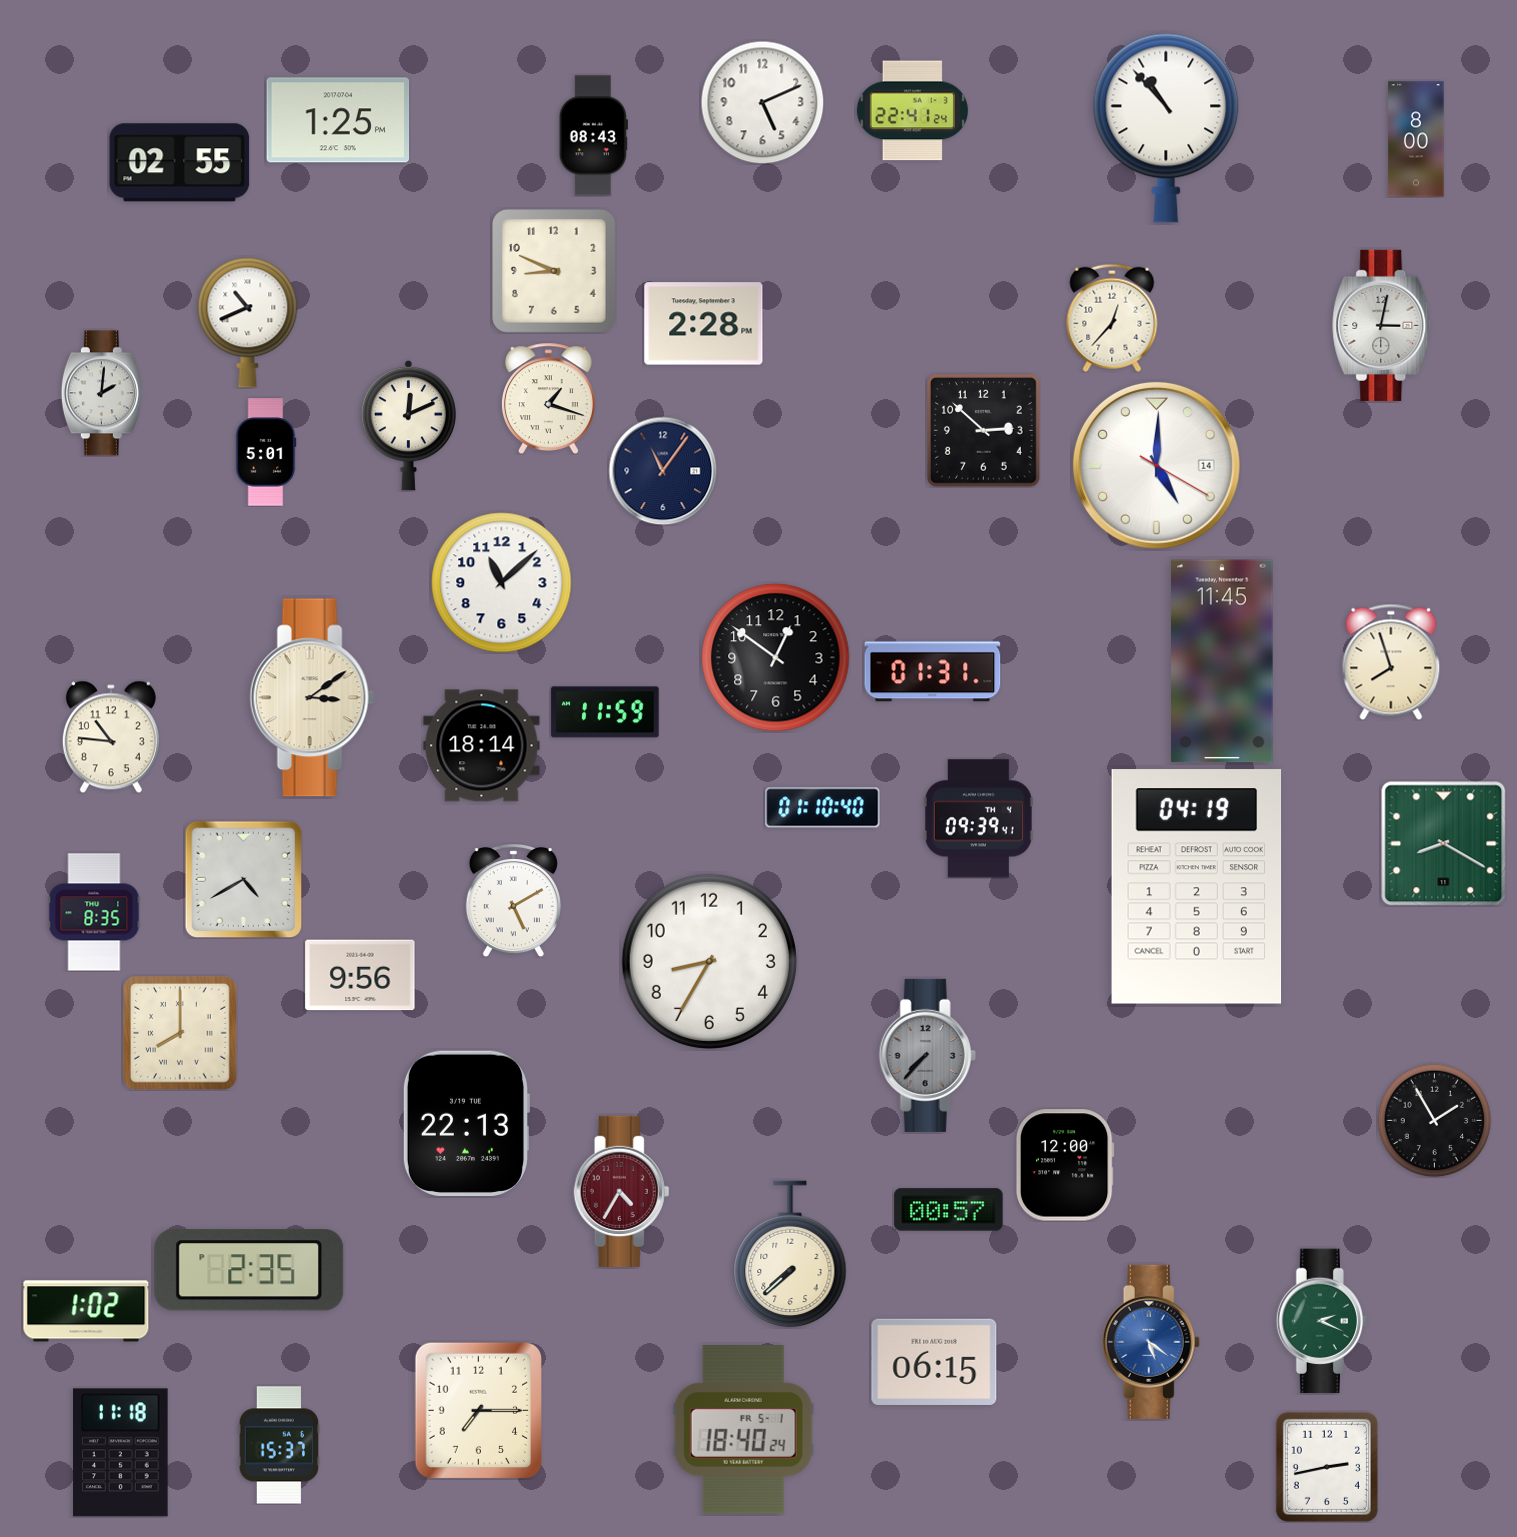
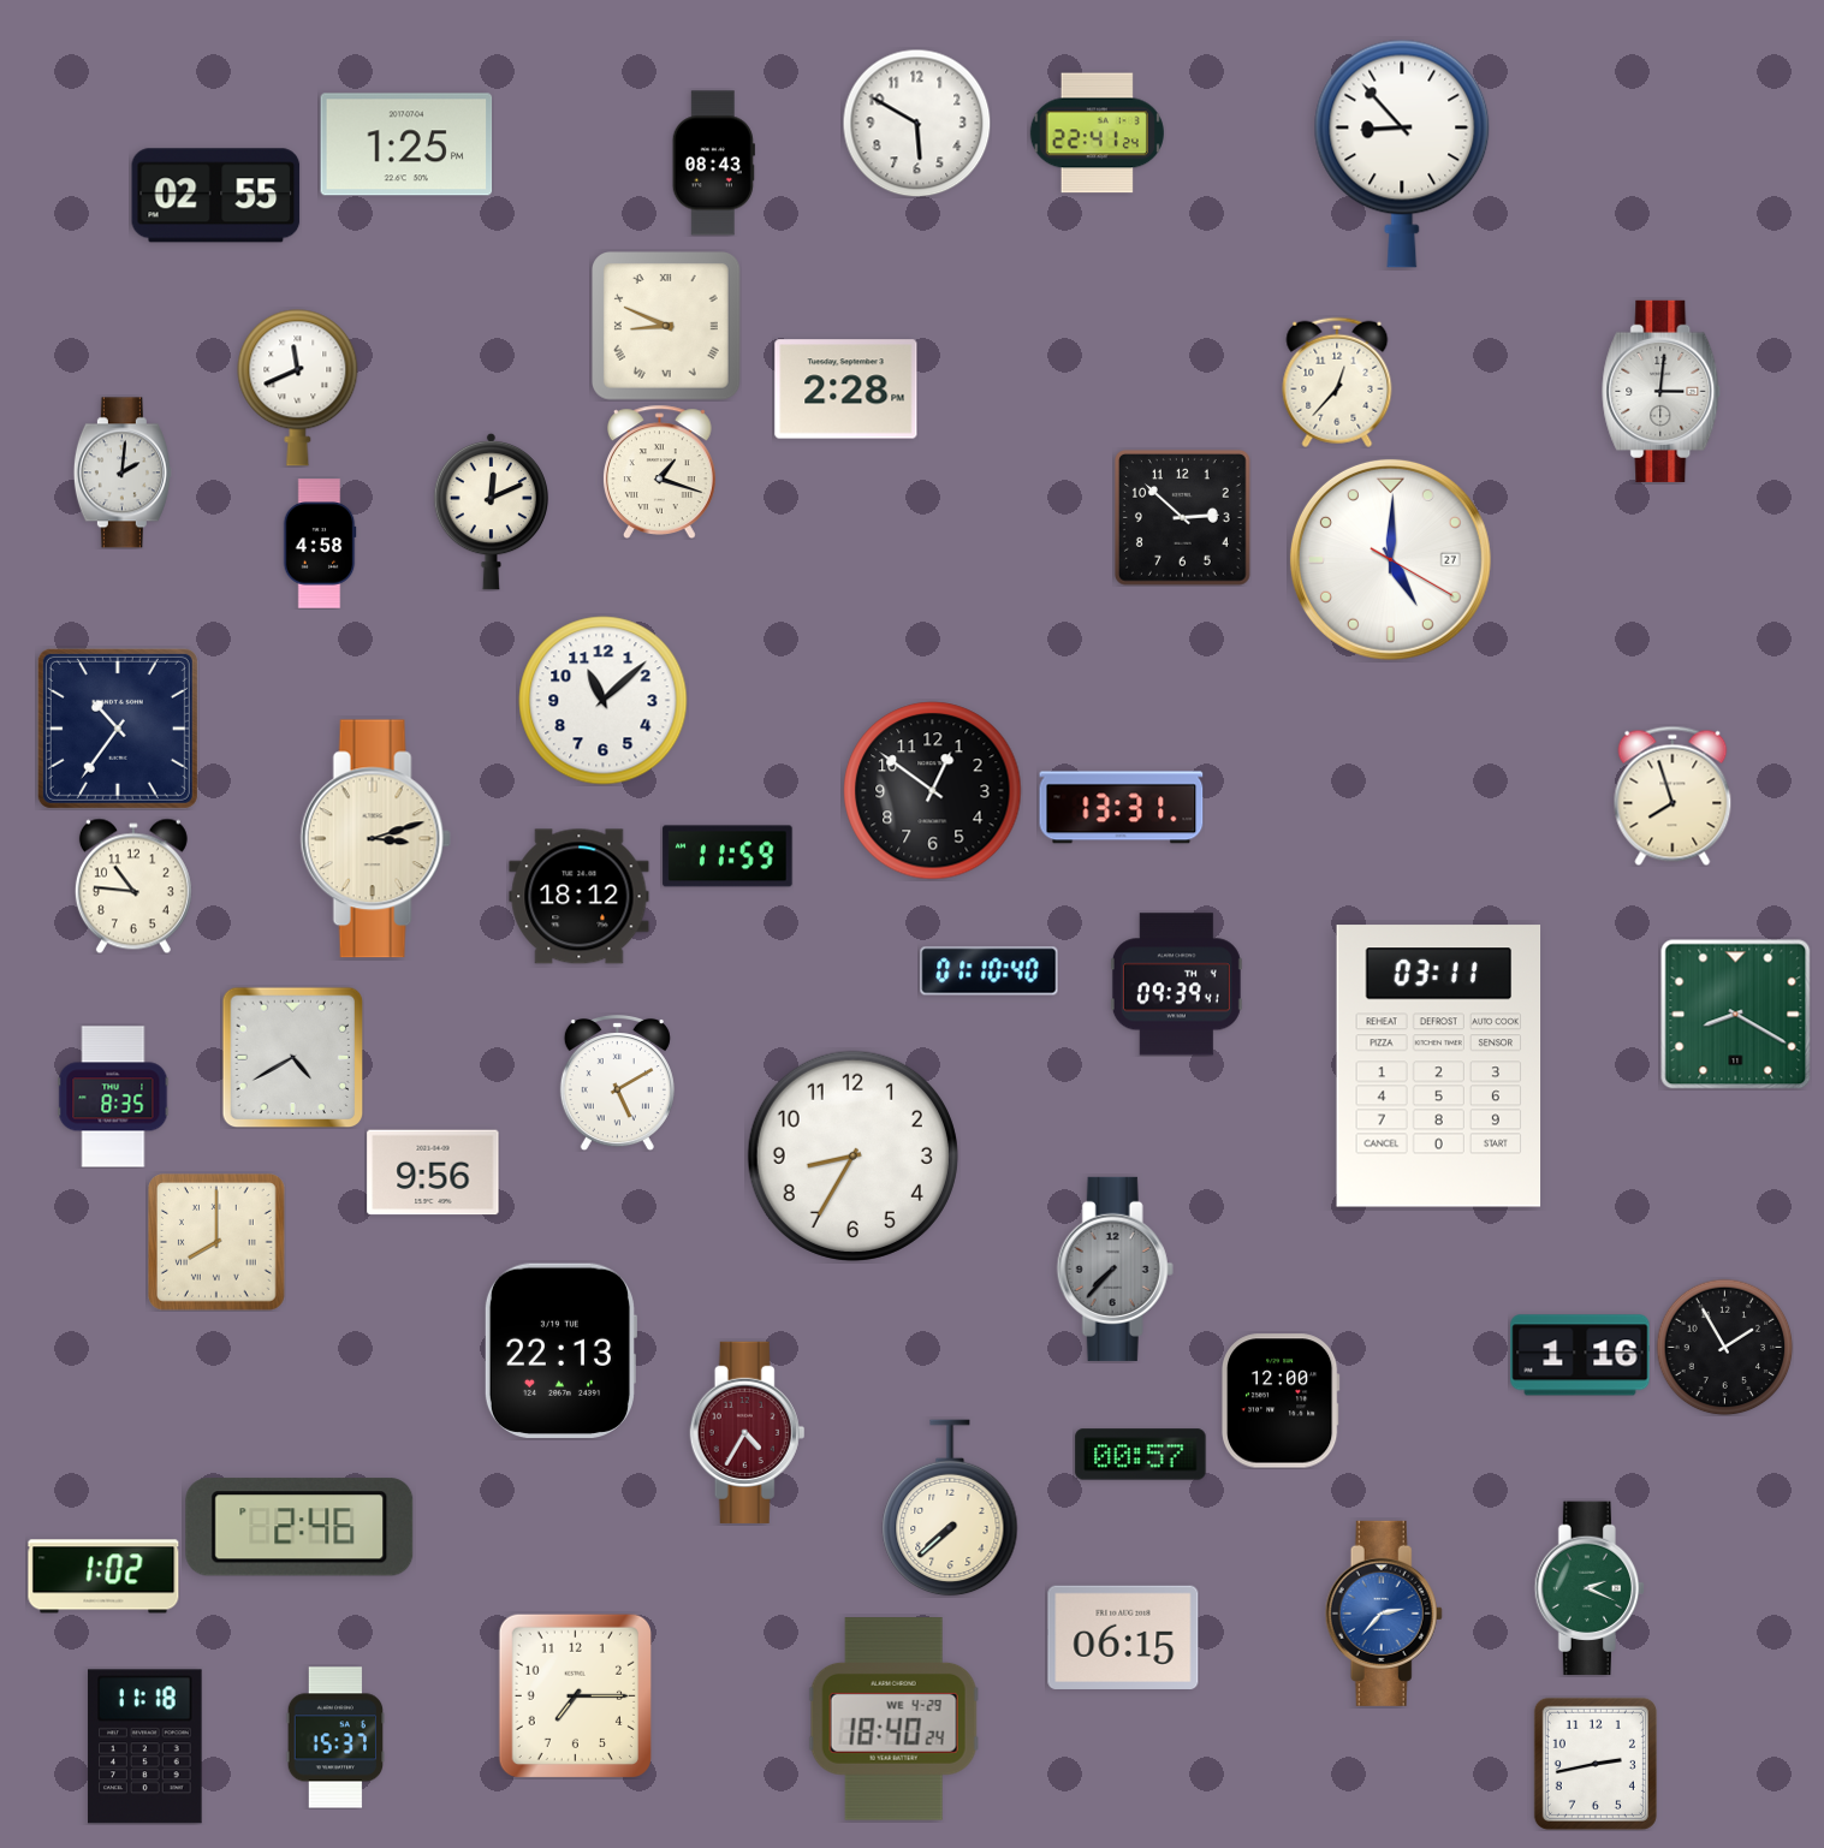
clock at (762, 102): 5:11 -> 5:50
clock at (1166, 128): 10:53 -> 8:53
clock at (1416, 139): 8:00 -> none
clock at (555, 272) numerals: Arabic -> Roman
clock at (248, 323): 10:41 -> 11:41
clock at (1382, 325): 3:02 -> 3:01
clock at (548, 398) position: (548, 398) -> (659, 471)
clock at (266, 452): 5:01 -> 4:58
clock at (1156, 465) date: 14 -> 27
clock at (663, 471): 11:06 -> none
clock at (118, 729): none -> 10:36
clock at (1222, 661): 11:45 -> none
clock at (933, 672): 01:31 -> 13:31
clock at (312, 698): 3:09 -> 3:12
clock at (482, 746): 18:14 -> 18:12
clock at (1197, 887): 04:19 -> 03:11
clock at (1580, 1355): none -> 1:16
clock at (249, 1270): 2:35 -> 2:46
clock at (1151, 1342): 5:21 -> 2:37
clock at (743, 1430) date: FR 5-1 -> WE 4-29
